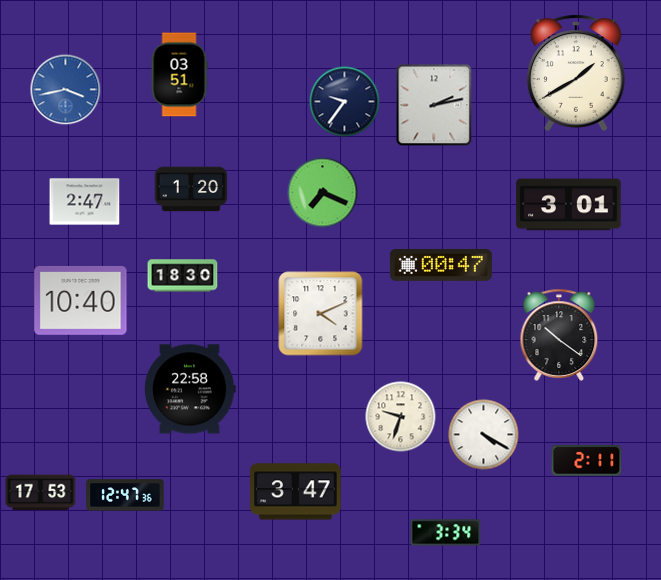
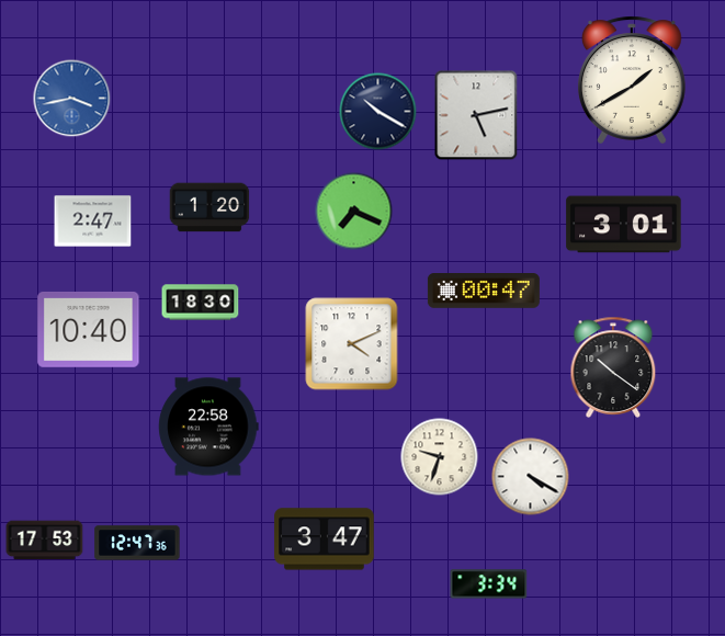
clock at (179, 75): 03:51 -> none
clock at (345, 102): 9:36 -> 10:20
clock at (434, 105): 2:13 -> 5:13
clock at (587, 461): 2:11 -> none
